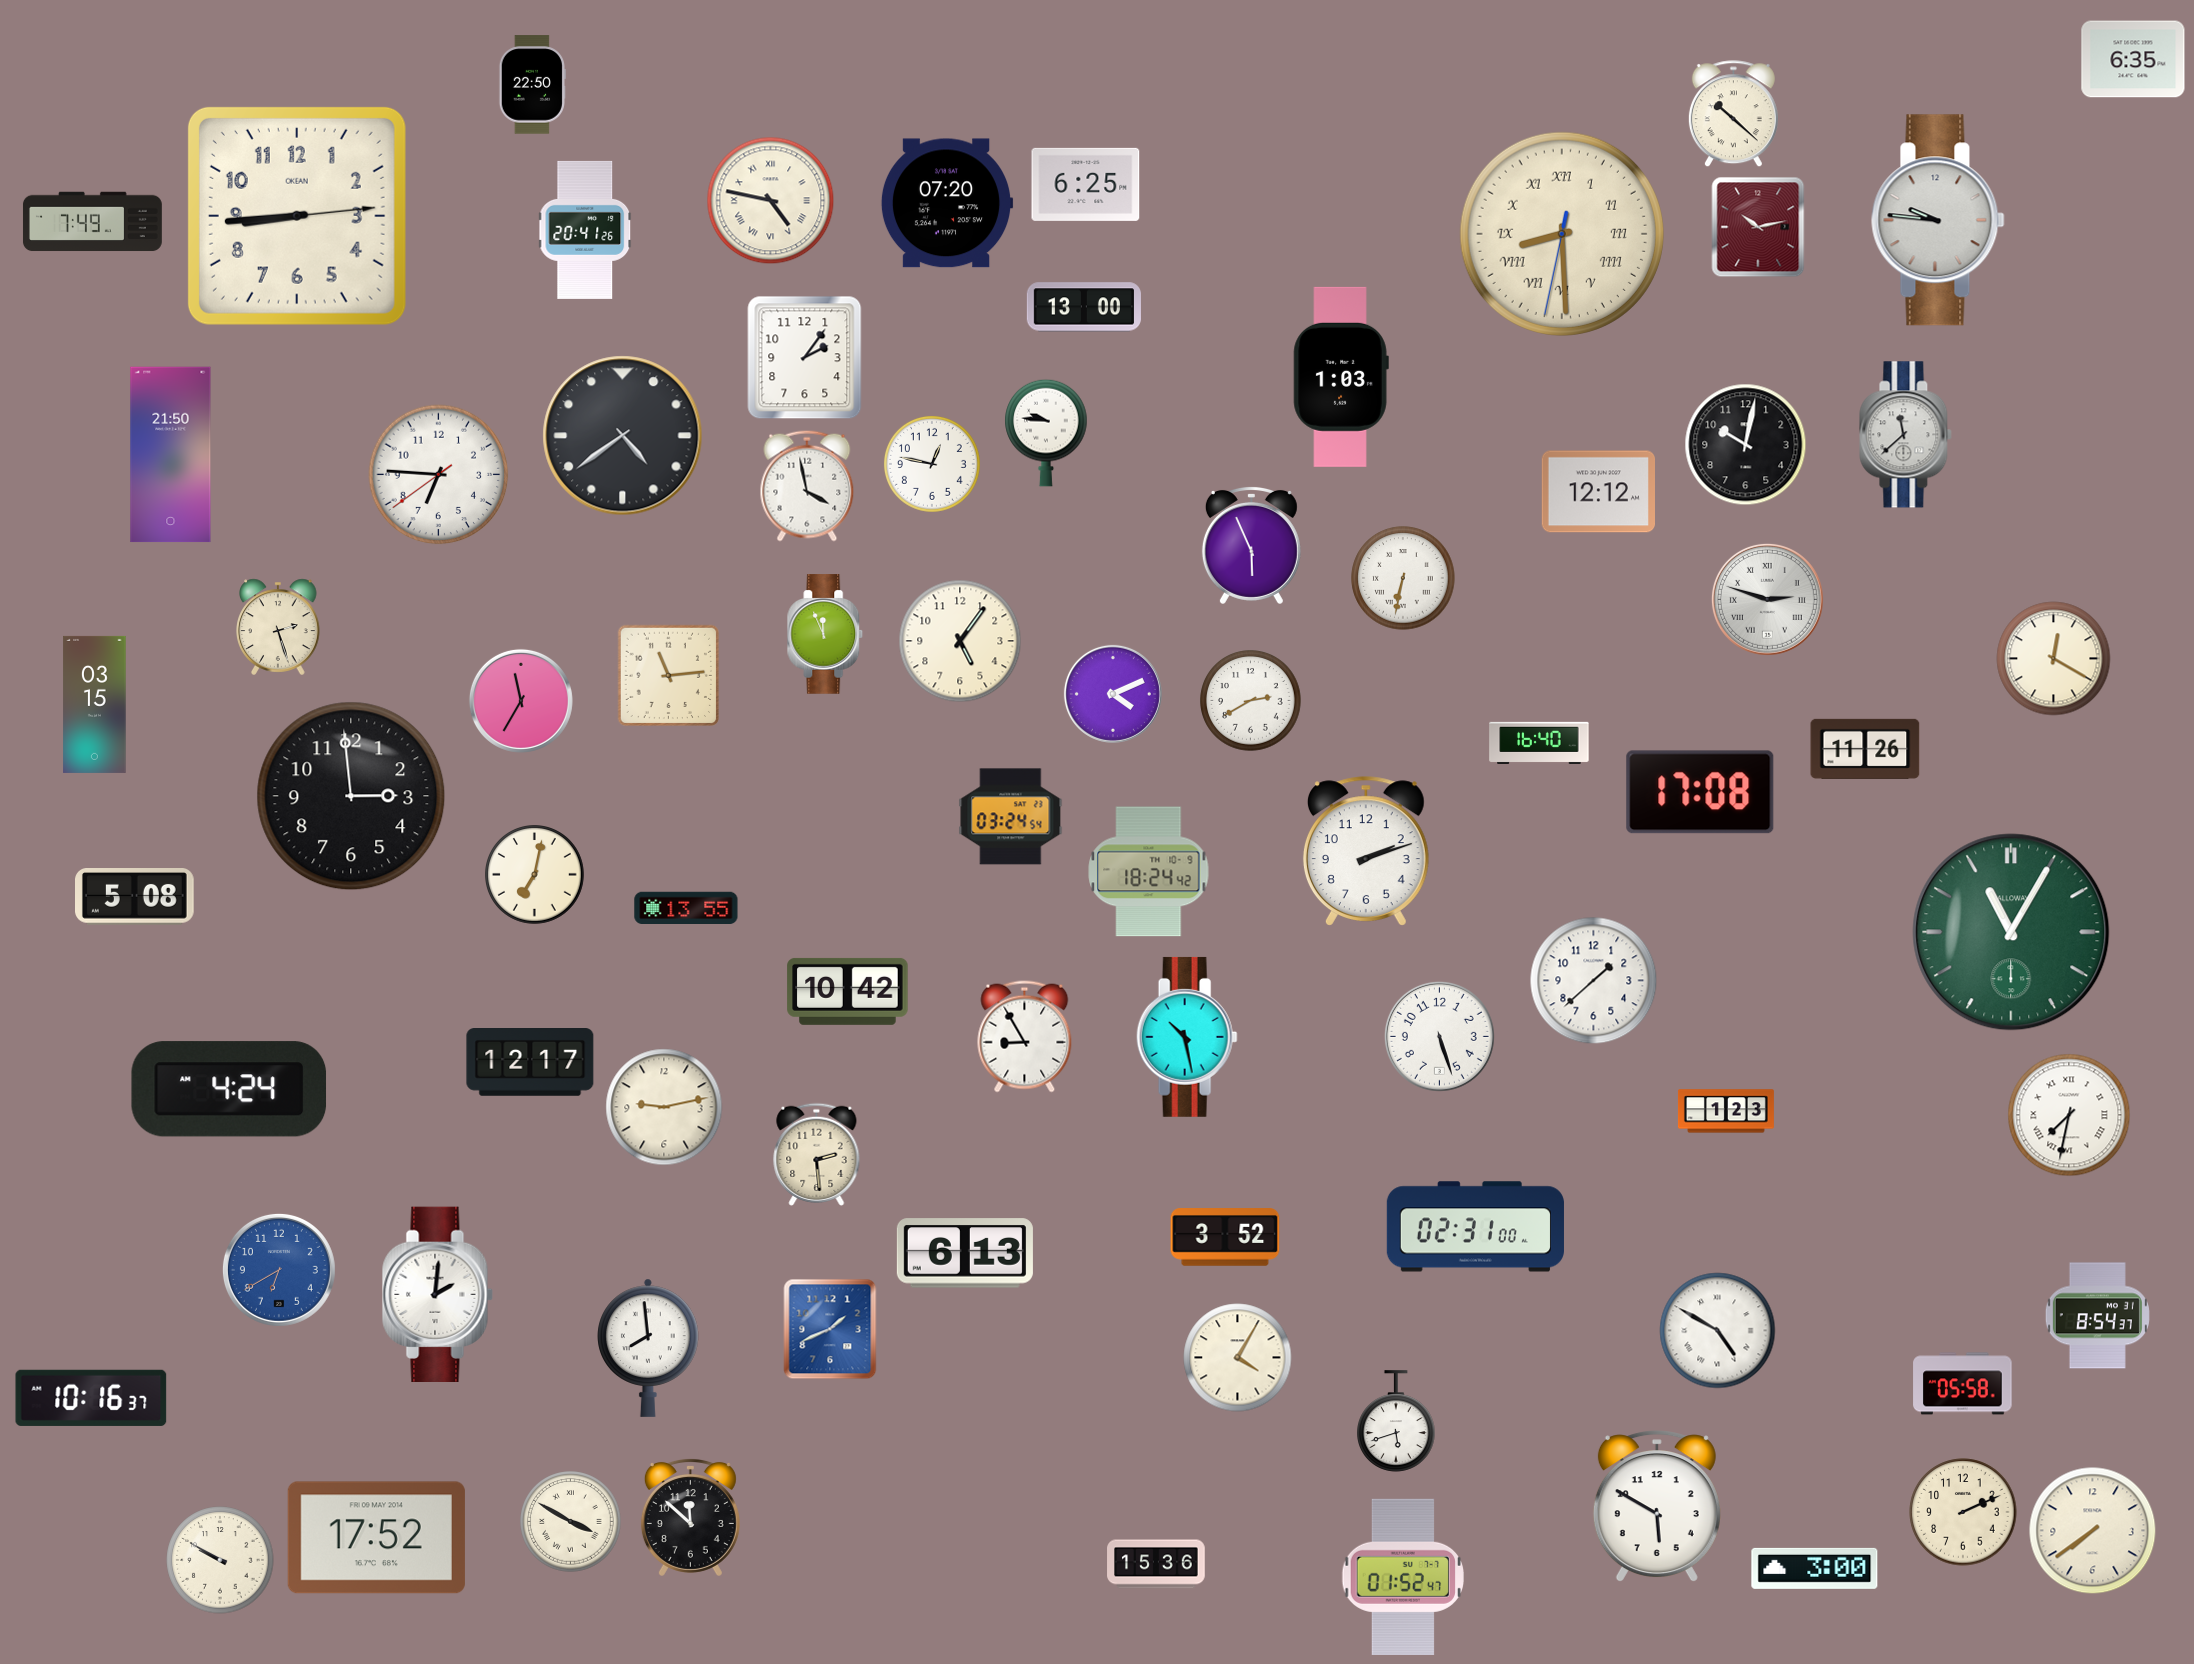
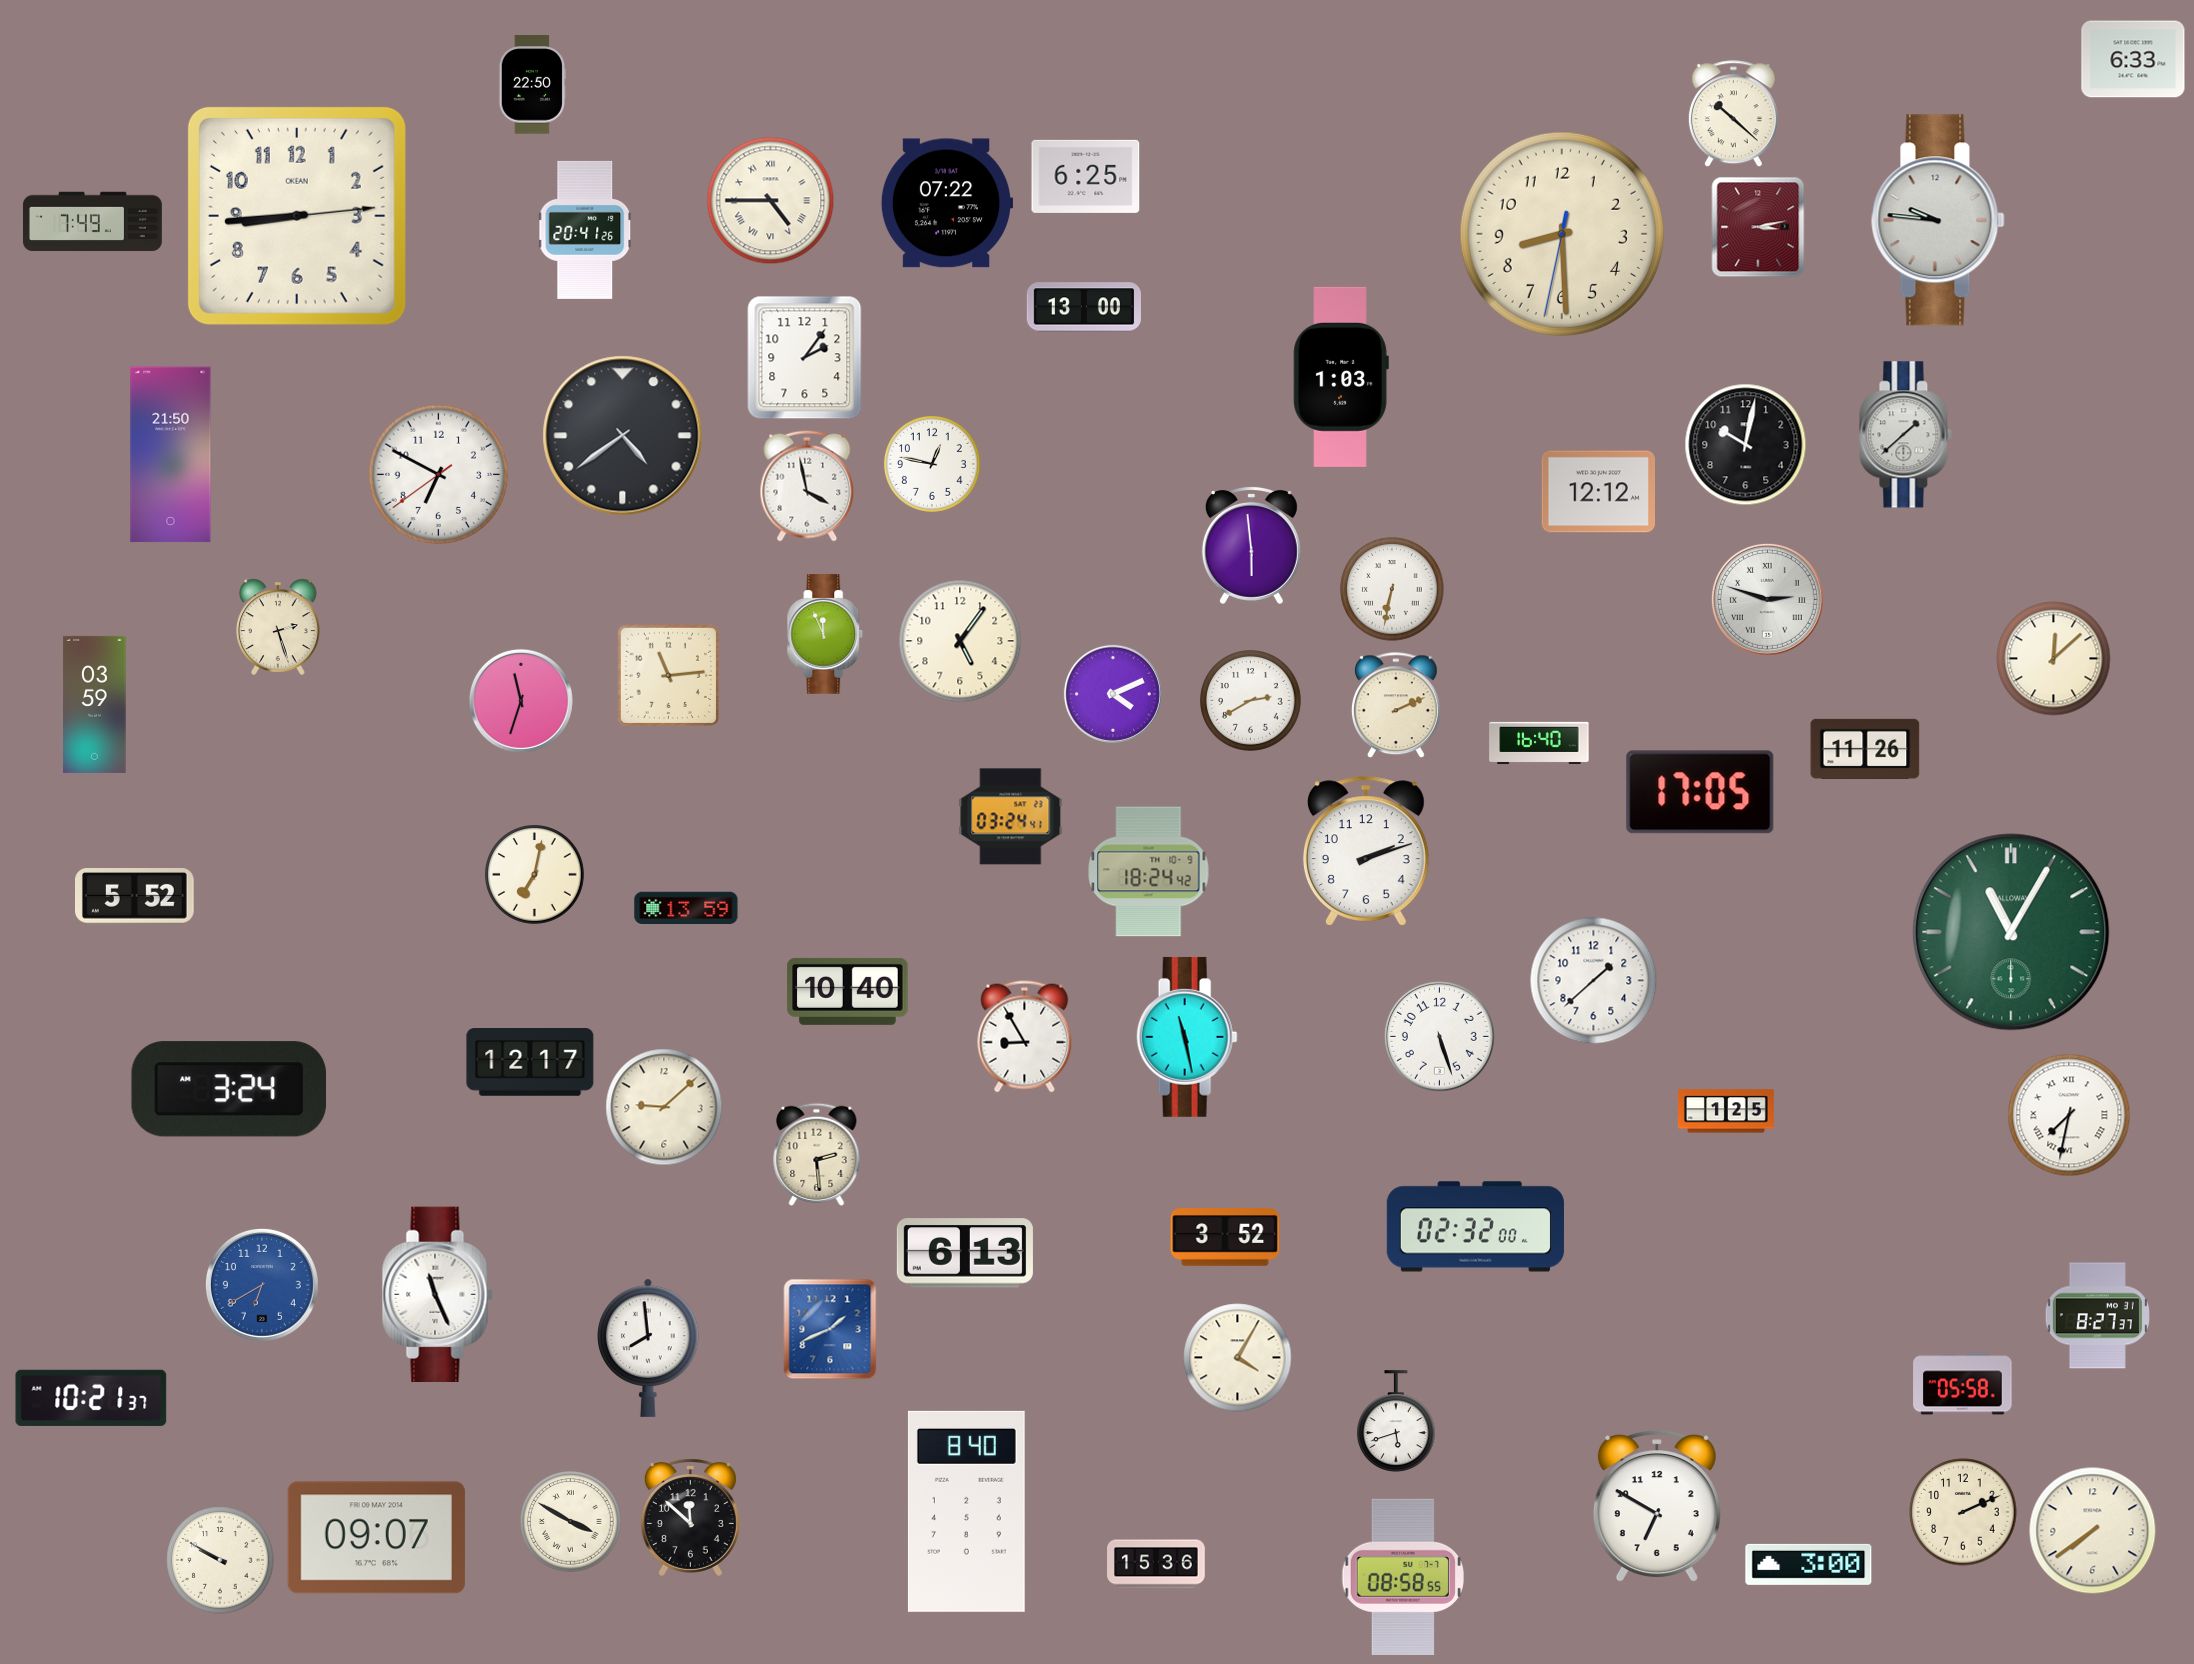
clock at (2133, 59): 6:35 -> 6:33
clock at (1086, 184) position: (1086, 184) -> (1086, 176)
clock at (771, 201): 4:47 -> 4:45
clock at (947, 203): 07:20 -> 07:22
clock at (1758, 227): 10:13 -> 3:13
clock at (1562, 234) numerals: Roman -> Arabic
clock at (1046, 433): 9:46 -> none
clock at (1906, 435): 11:38 -> 1:38
clock at (439, 475): 6:45 -> 6:49
clock at (1251, 545): 5:56 -> 5:59
clock at (1403, 578) position: (1403, 578) -> (1392, 589)
clock at (2054, 659): 12:20 -> 12:08
clock at (521, 701): 11:35 -> 11:33
clock at (95, 704): 03:15 -> 03:59
clock at (1396, 706): none -> 2:11
clock at (1700, 792): 17:08 -> 17:05
clock at (351, 796): 2:59 -> none
clock at (1011, 817): 03:24:54 -> 03:24:41
clock at (135, 897): 5:08 -> 5:52
clock at (686, 907): 13:55 -> 13:59
clock at (848, 991): 10:42 -> 10:40
clock at (1187, 1037): 10:28 -> 11:28
clock at (229, 1089): 4:24 -> 3:24
clock at (664, 1107): 9:13 -> 9:08
clock at (1726, 1111): 1:23 -> 1:25
clock at (1475, 1227): 02:31 -> 02:32
clock at (279, 1270) position: (279, 1270) -> (262, 1285)
clock at (437, 1294): 2:01 -> 11:26
clock at (2097, 1316): 8:54 -> 8:27
clock at (1718, 1331): 4:50 -> none
clock at (91, 1398): 10:16 -> 10:21
clock at (1657, 1507): 5:50 -> 6:50
clock at (966, 1511): none -> 8:40
clock at (376, 1538): 17:52 -> 09:07
clock at (1815, 1568) position: (1815, 1568) -> (1809, 1564)
clock at (1402, 1577): 01:52 -> 08:58
